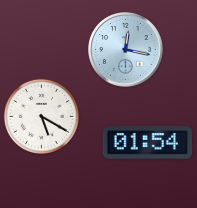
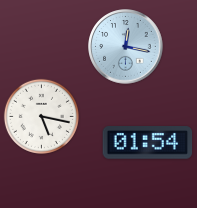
clock at (126, 50) position: (126, 50) -> (126, 47)
clock at (41, 116): 5:20 -> 5:17
